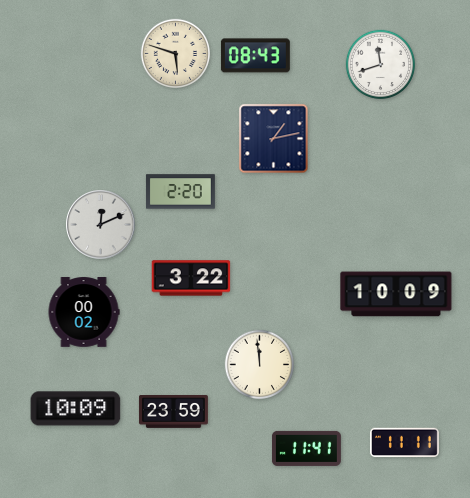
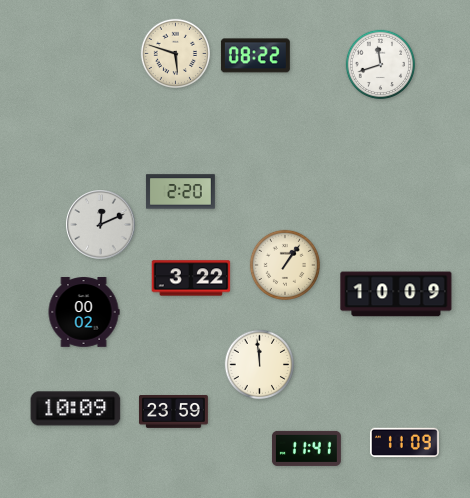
clock at (255, 56): 08:43 -> 08:22
clock at (274, 139): 1:13 -> none
clock at (285, 265): none -> 1:06
clock at (404, 443): 11:11 -> 11:09
